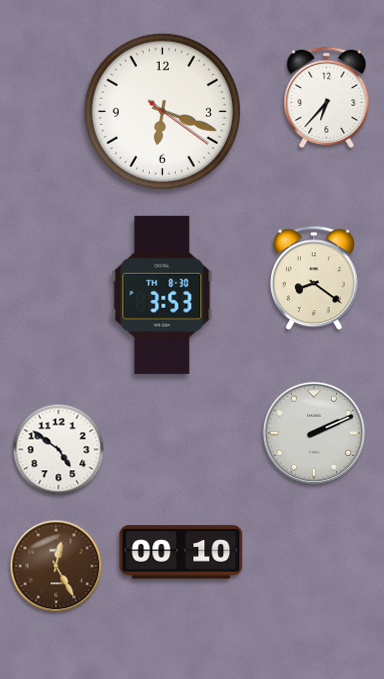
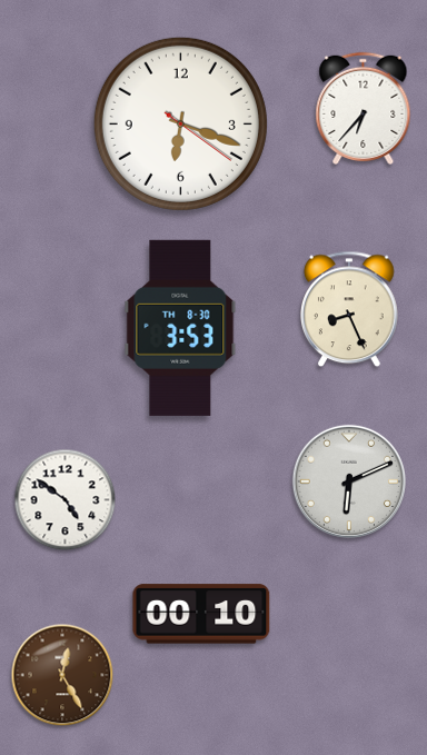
clock at (315, 278): 8:21 -> 8:26
clock at (314, 433): 2:11 -> 6:11
clock at (56, 566) position: (56, 566) -> (62, 675)
